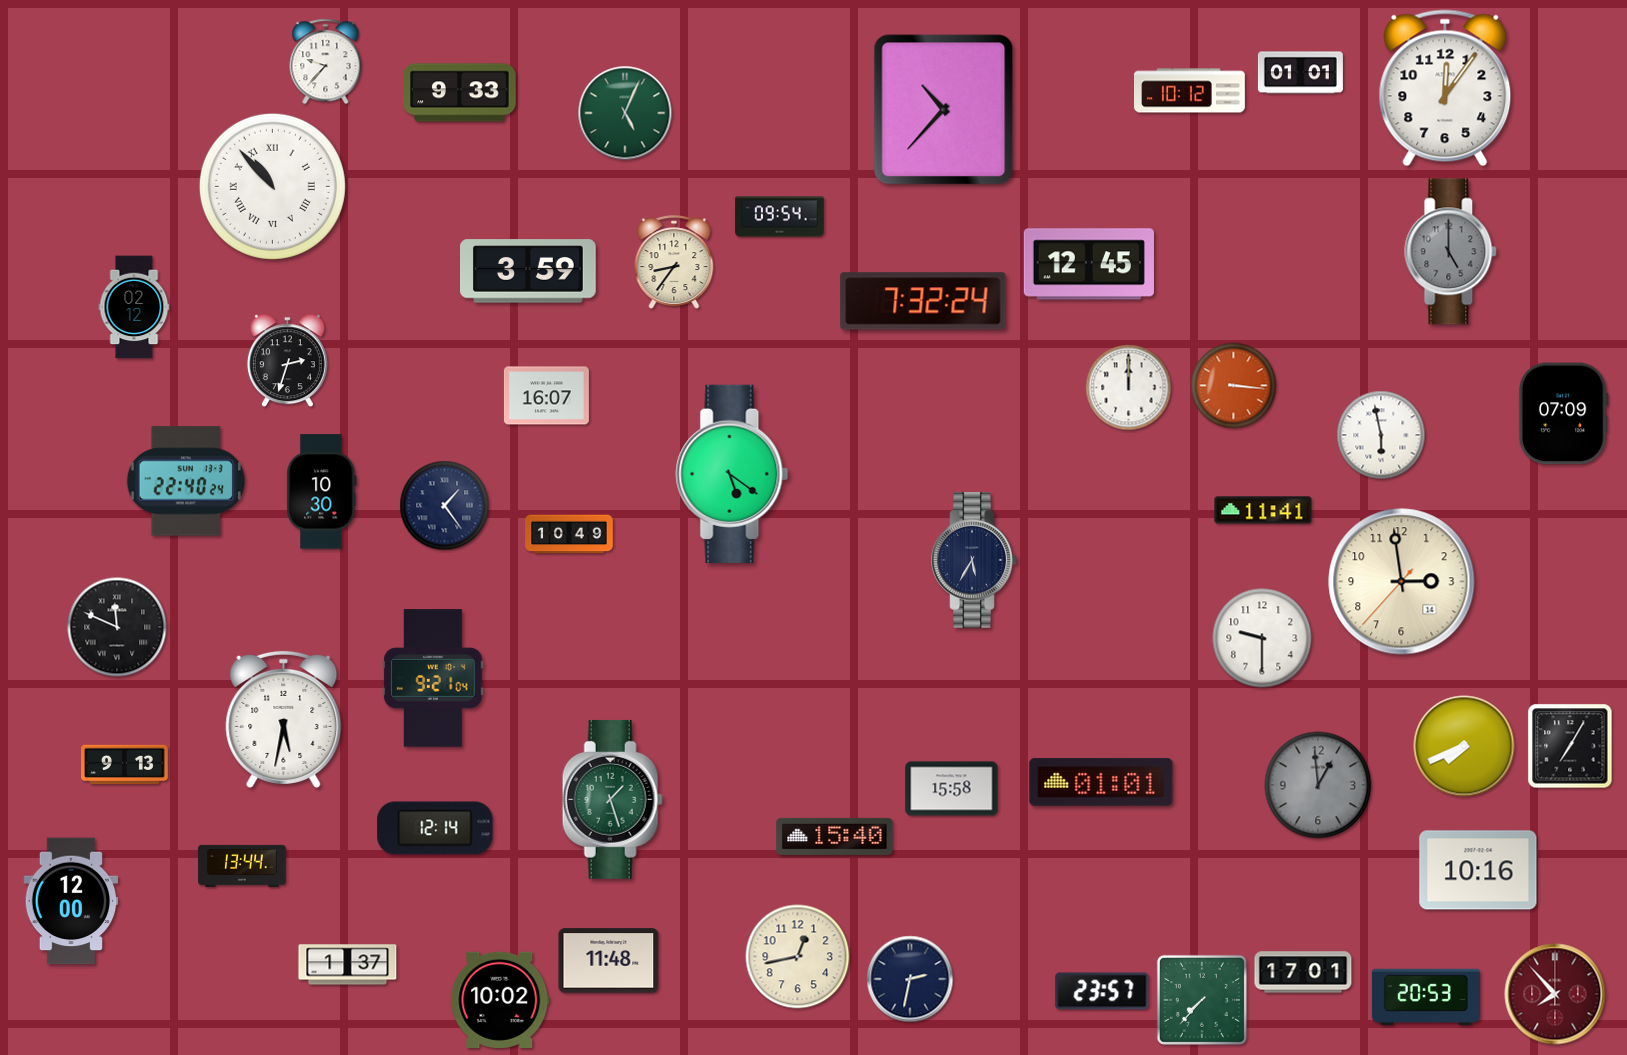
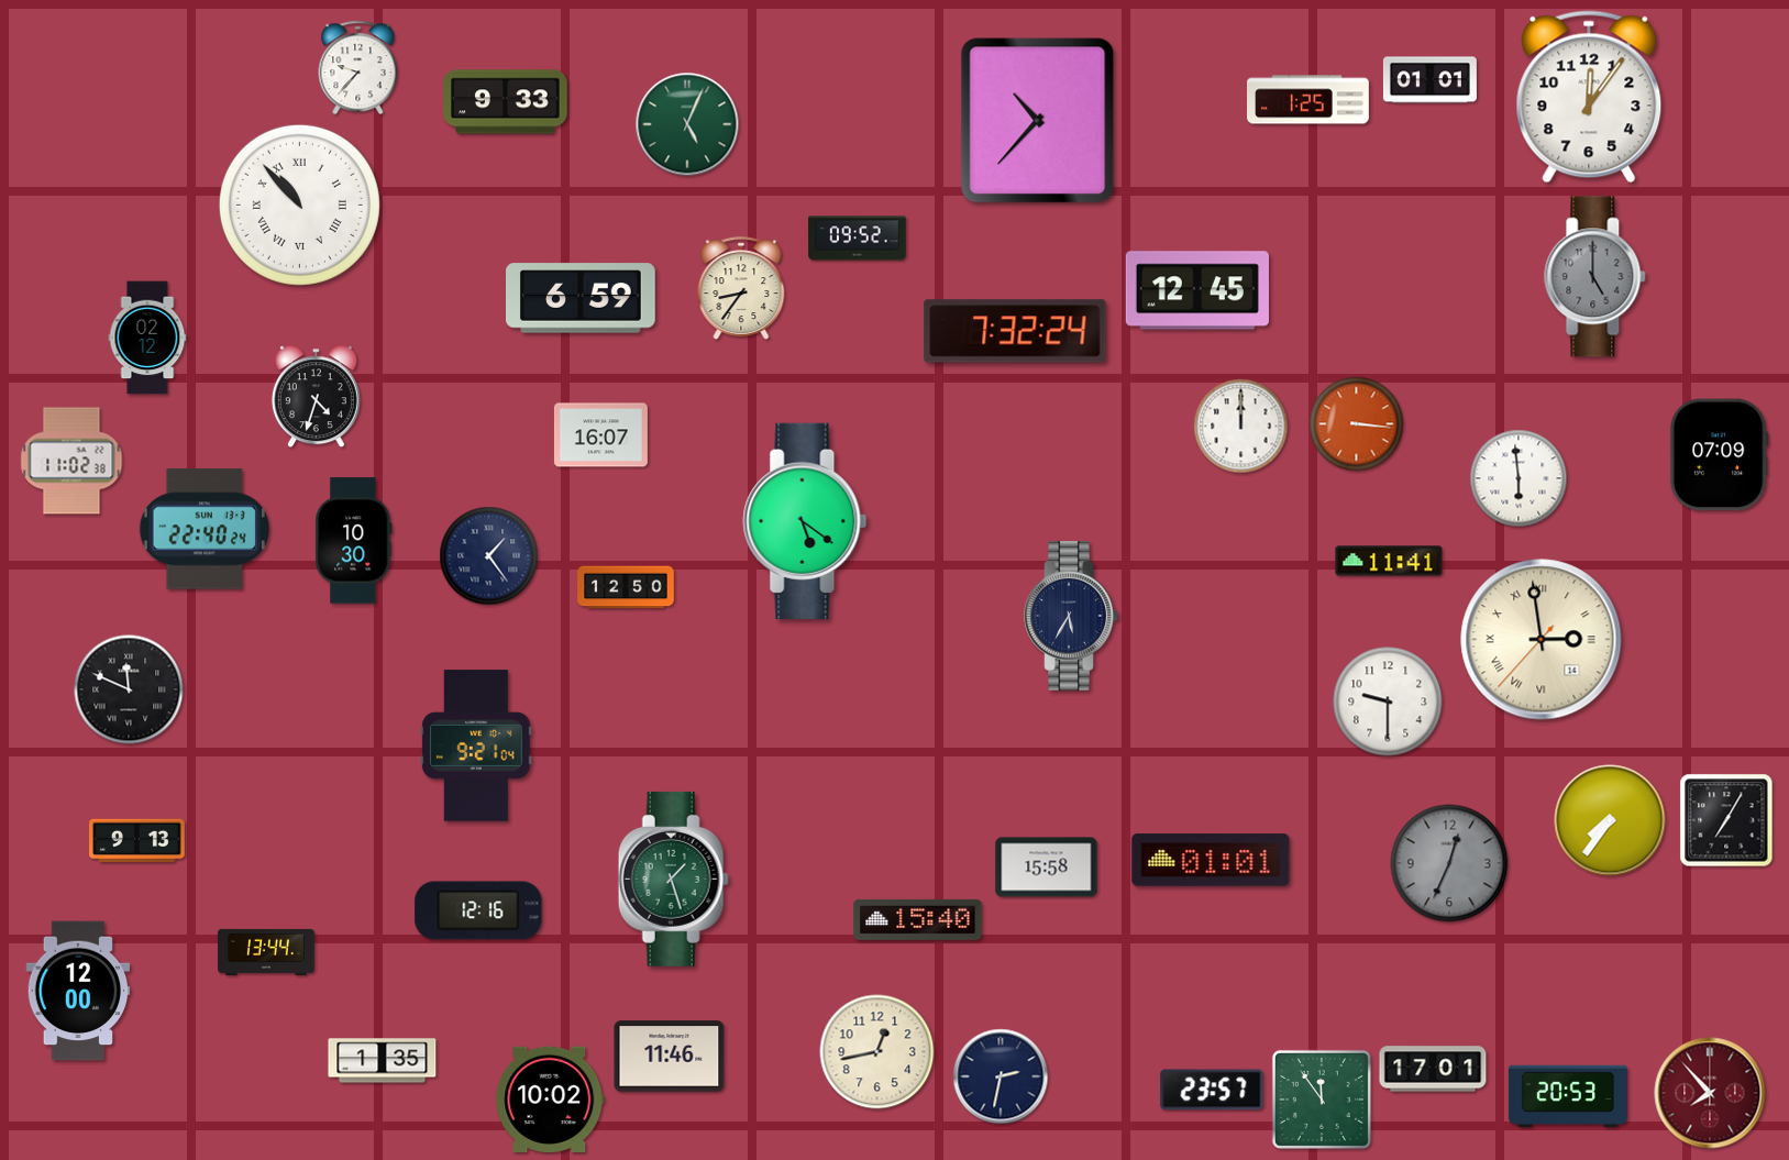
clock at (1190, 91): 10:12 -> 1:25
clock at (780, 217): 09:54 -> 09:52
clock at (529, 271): 3:59 -> 6:59
clock at (287, 361): 2:33 -> 4:33
clock at (71, 461): none -> 11:02
clock at (1381, 435): 5:58 -> 5:59
clock at (569, 534): 10:49 -> 12:50
clock at (1402, 582) numerals: Arabic -> Roman
clock at (284, 719): 5:32 -> none
clock at (1464, 746): 7:41 -> 7:36
clock at (1318, 785): 12:59 -> 12:34
clock at (435, 828): 12:14 -> 12:16
clock at (1478, 870): 10:16 -> none
clock at (609, 961): 11:48 -> 11:46
clock at (348, 965): 1:37 -> 1:35
clock at (1202, 1000): 7:37 -> 11:54
